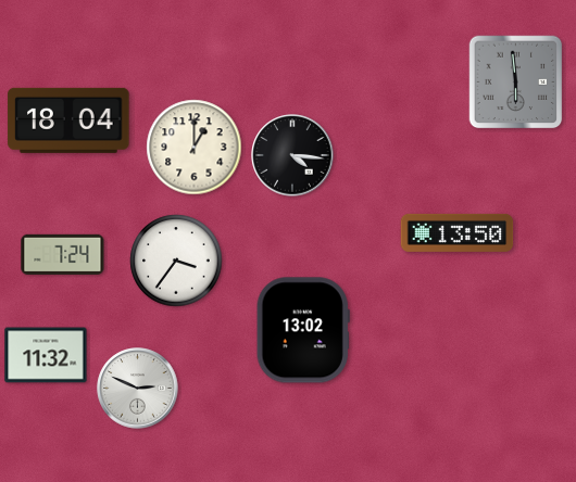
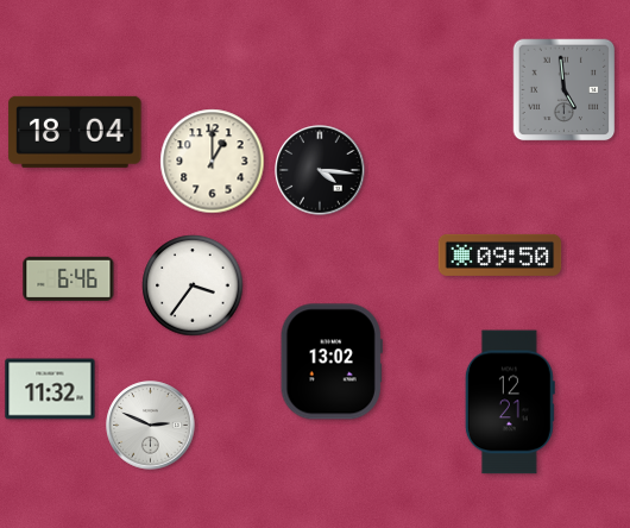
clock at (516, 83): 5:59 -> 4:59
clock at (458, 232): 13:50 -> 09:50
clock at (63, 254): 7:24 -> 6:46
clock at (510, 402): none -> 12:21
